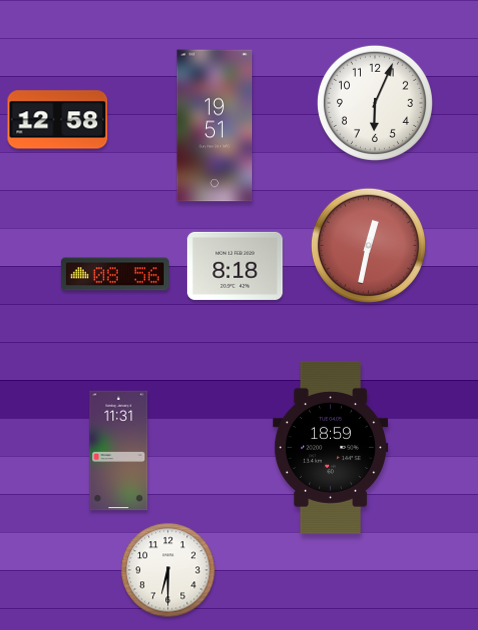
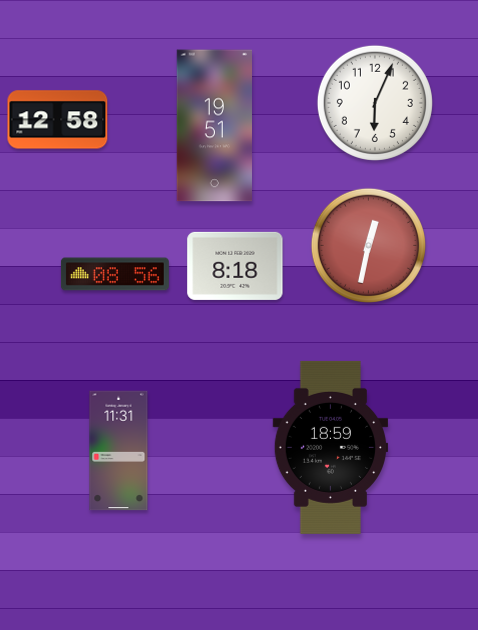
clock at (168, 570): 6:30 -> none
